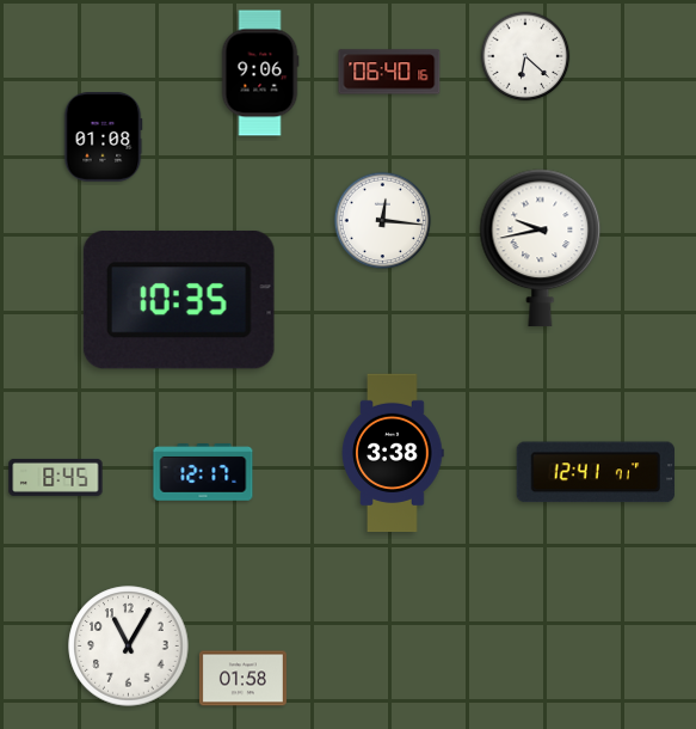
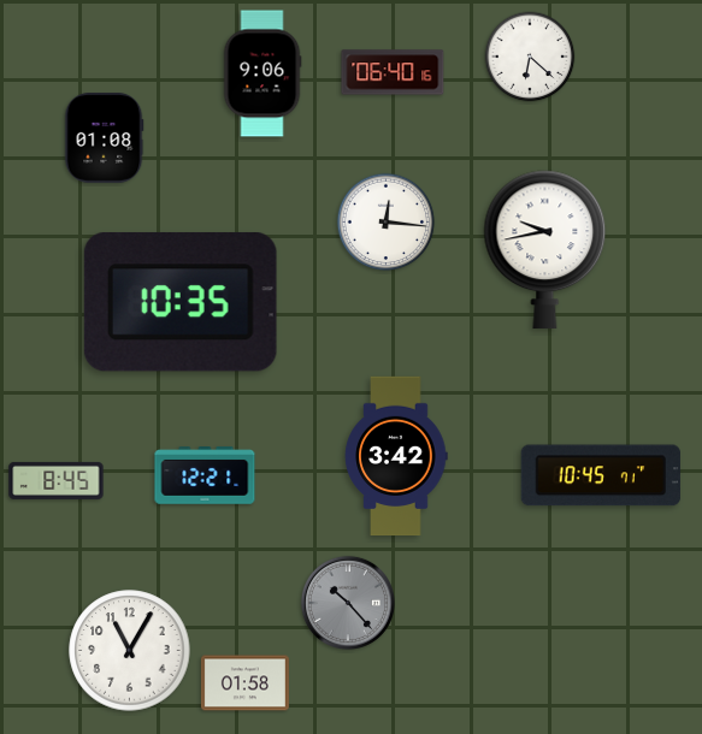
clock at (393, 453): 3:38 -> 3:42
clock at (203, 472): 12:17 -> 12:21
clock at (596, 472): 12:41 -> 10:45
clock at (348, 603): none -> 10:23
